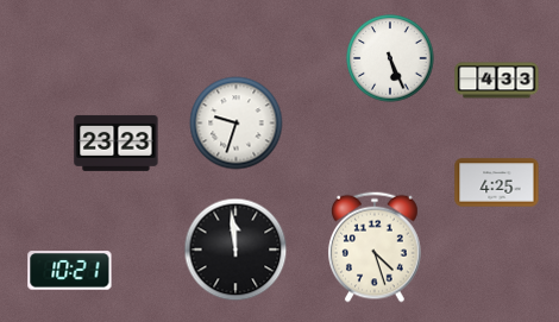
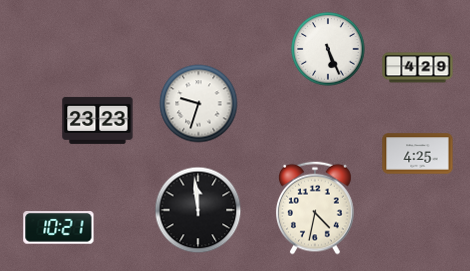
clock at (497, 81): 4:33 -> 4:29
clock at (376, 247): 4:27 -> 4:32
